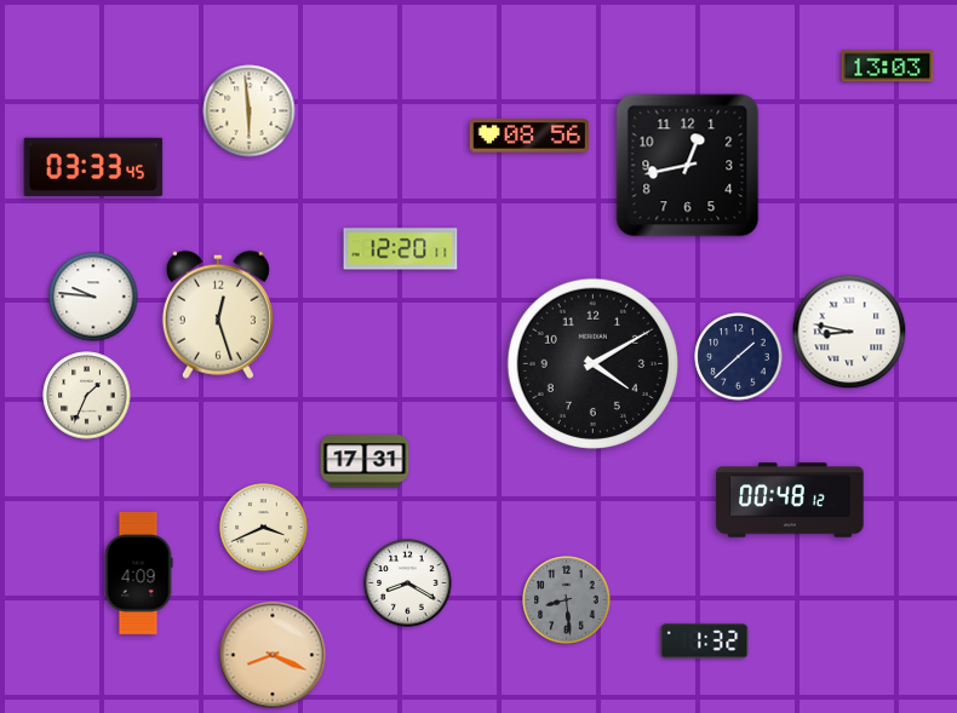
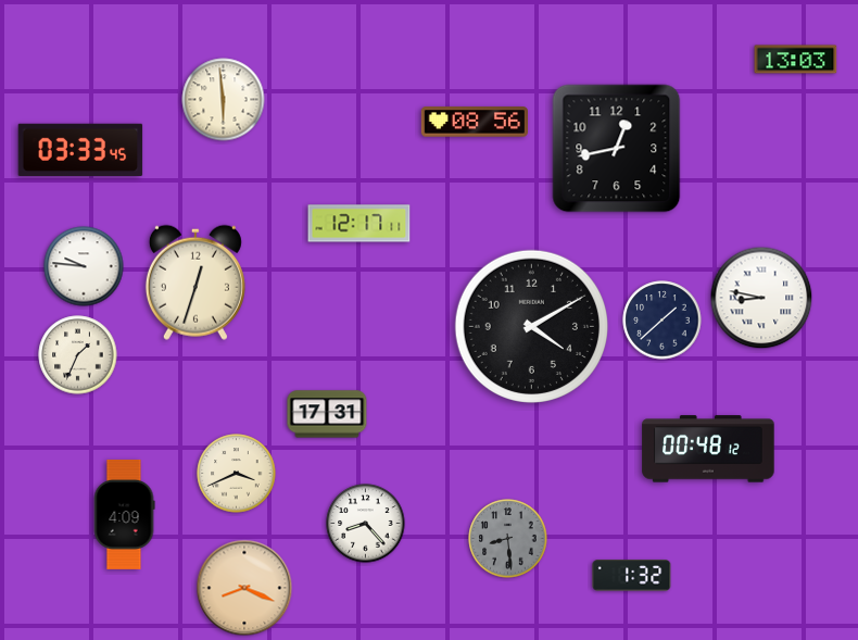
clock at (93, 166) position: (93, 166) -> (80, 149)
clock at (401, 249): 12:20 -> 12:17
clock at (218, 315): 12:27 -> 12:33
clock at (408, 583): 8:20 -> 8:23
